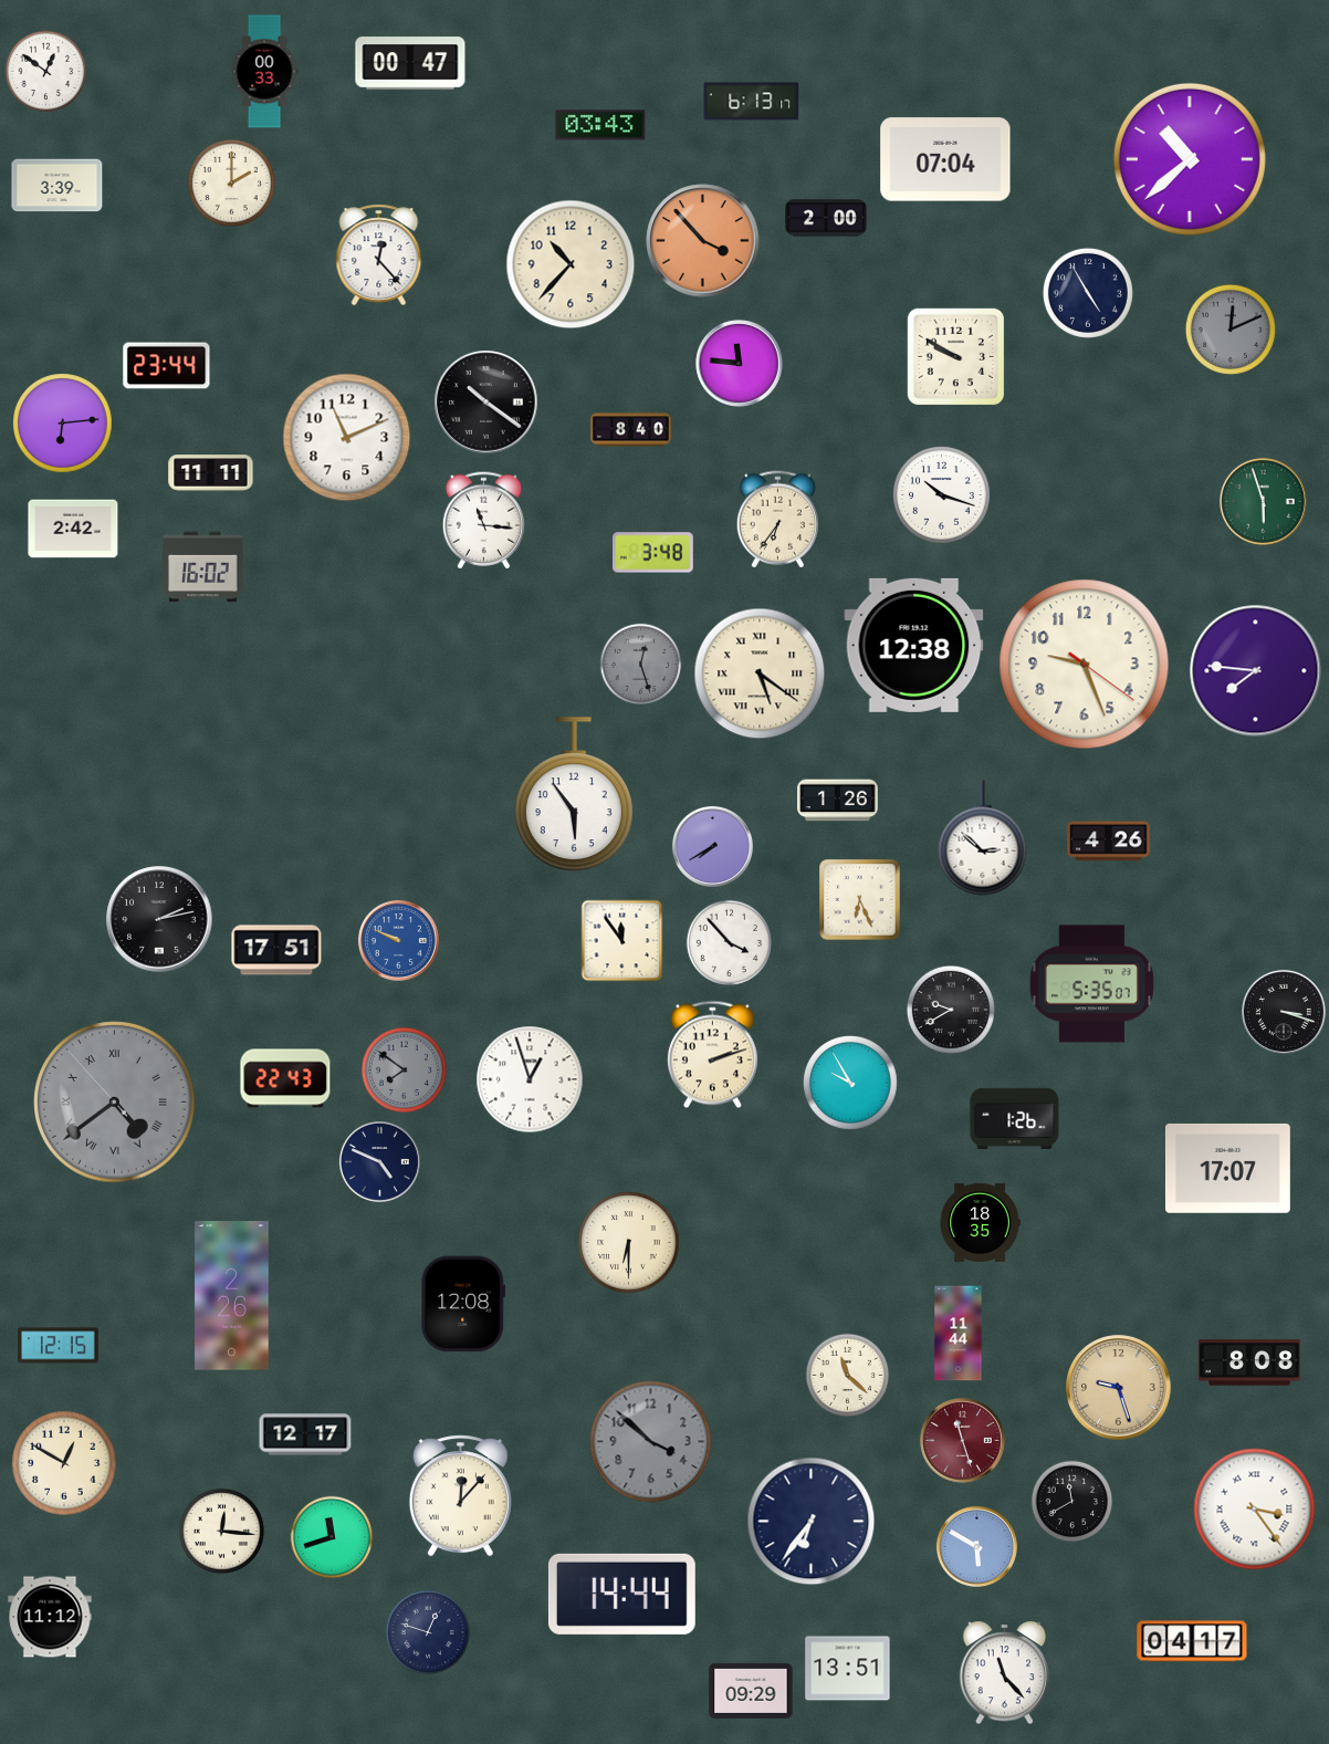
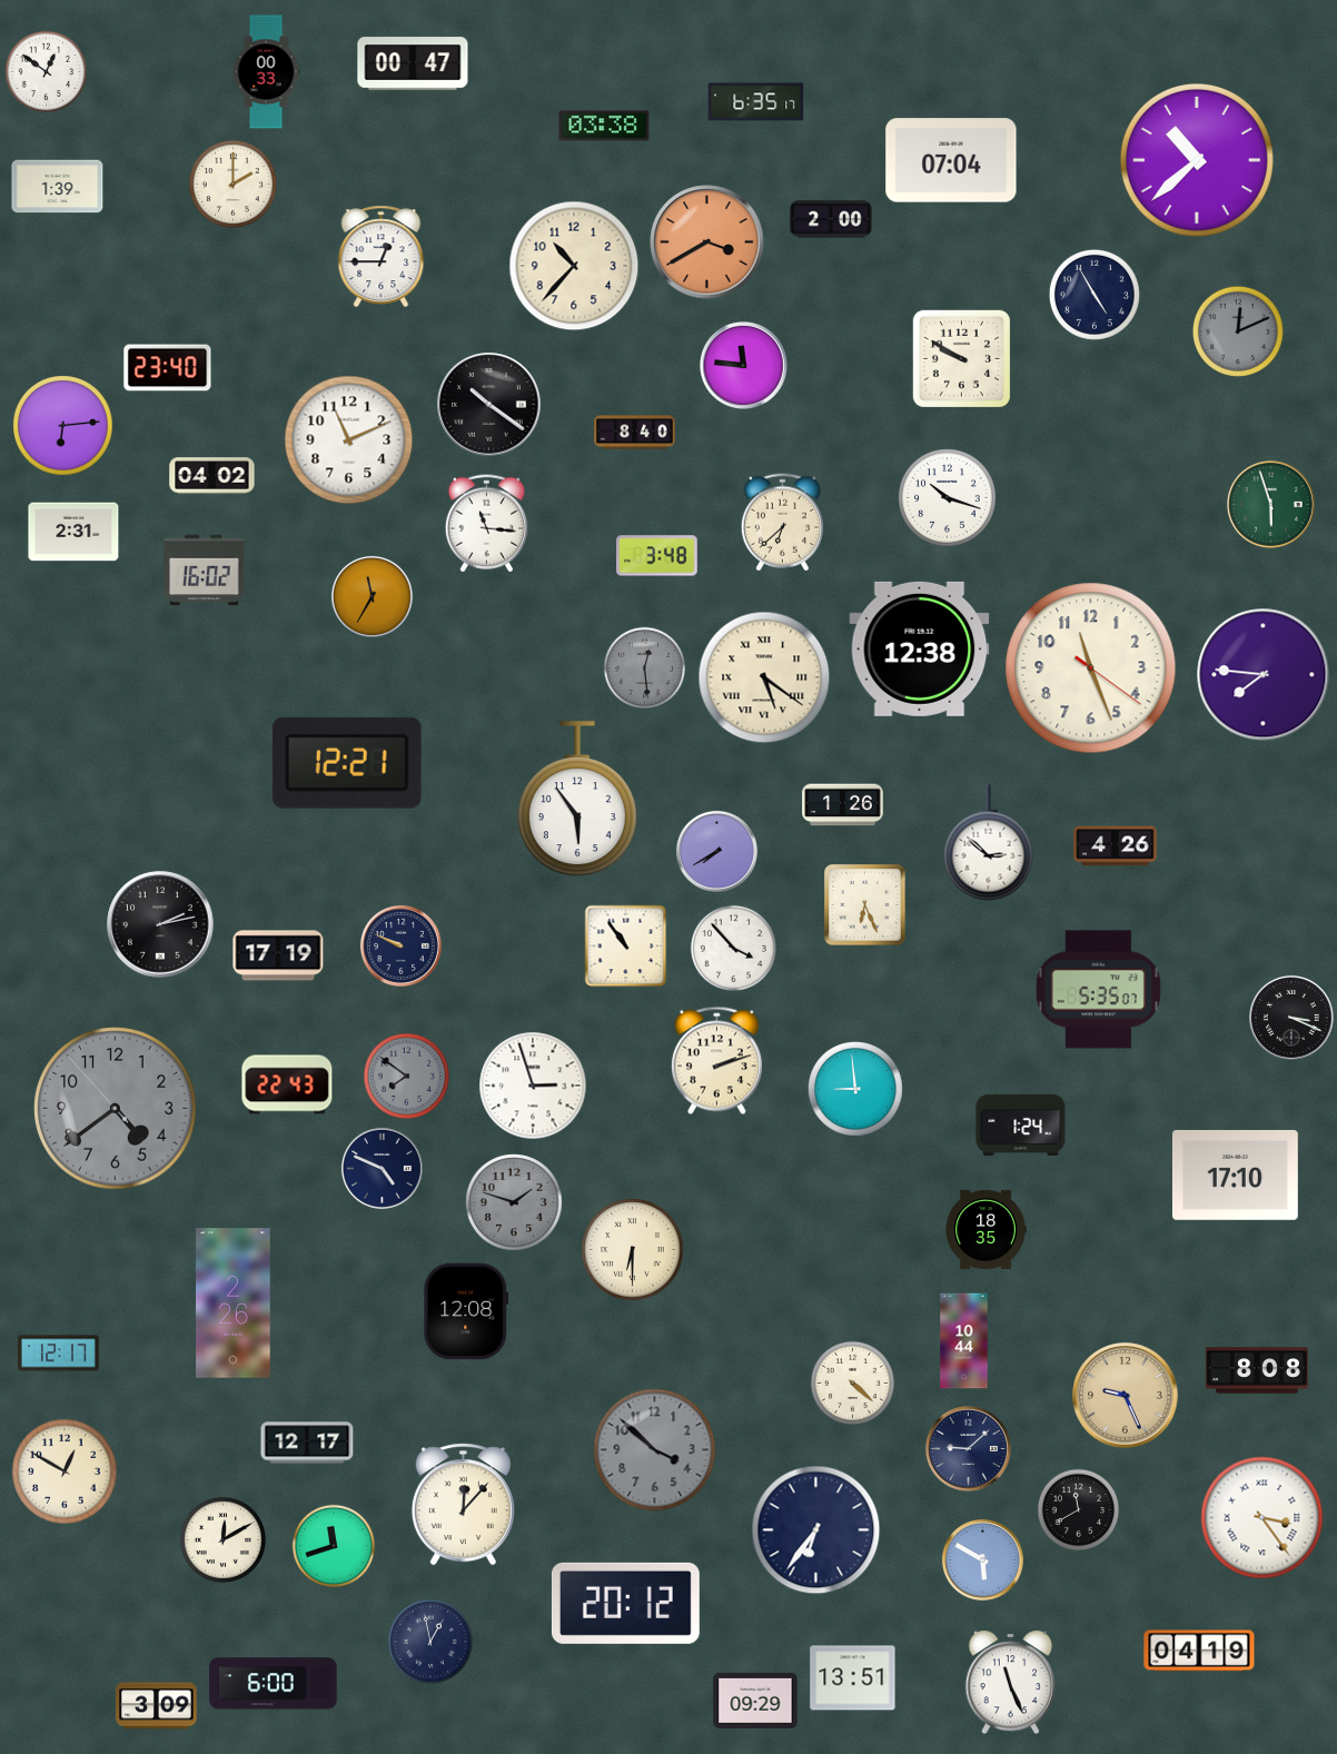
clock at (752, 102): 6:13 -> 6:35
clock at (600, 125): 03:43 -> 03:38
clock at (57, 186): 3:39 -> 1:39
clock at (703, 241): 3:53 -> 3:40
clock at (379, 255): 12:23 -> 12:45
clock at (167, 366): 23:44 -> 23:40
clock at (211, 473): 11:11 -> 04:02
clock at (777, 520): 6:36 -> 6:38
clock at (73, 529): 2:42 -> 2:31
clock at (372, 596): none -> 11:35
clock at (641, 665): 12:27 -> 12:29
clock at (1085, 665): 9:26 -> 11:26
clock at (347, 763): none -> 12:21
clock at (398, 940) dial: blue -> navy
clock at (622, 941): 11:54 -> 10:54
clock at (276, 950): 17:51 -> 17:19
clock at (951, 1010): 9:40 -> none
clock at (1284, 1012): 3:18 -> 3:19
clock at (530, 1079): 12:57 -> 2:57
clock at (850, 1083): 9:55 -> 8:59
clock at (115, 1103) numerals: Roman -> Arabic
clock at (1015, 1118): 1:26 -> 1:24
clock at (1227, 1168): 17:07 -> 17:10
clock at (515, 1203): none -> 1:48
clock at (959, 1334): 11:44 -> 10:44
clock at (59, 1346): 12:15 -> 12:17
clock at (848, 1376): 11:22 -> 4:22
clock at (1119, 1388): 9:27 -> 9:26
clock at (962, 1440): 11:27 -> 9:08
clock at (962, 1440) dial: burgundy -> navy
clock at (221, 1531): 12:16 -> 12:10
clock at (976, 1546) position: (976, 1546) -> (982, 1559)
clock at (621, 1594): 14:44 -> 20:12
clock at (50, 1617): 11:12 -> none
clock at (428, 1632): 12:48 -> 12:58
clock at (1192, 1641): 04:17 -> 04:19
clock at (1005, 1673): 11:23 -> 11:26
clock at (274, 1684): none -> 6:00
clock at (157, 1706): none -> 3:09
